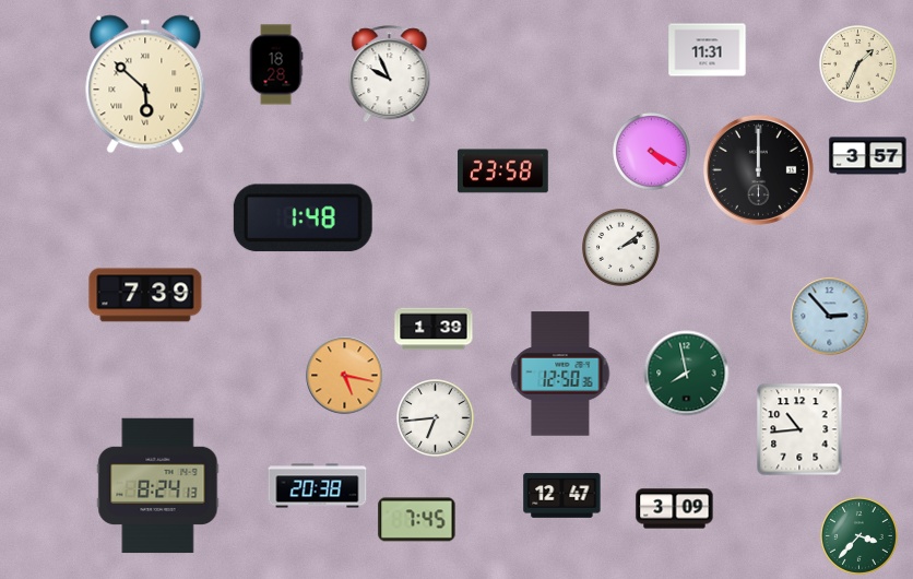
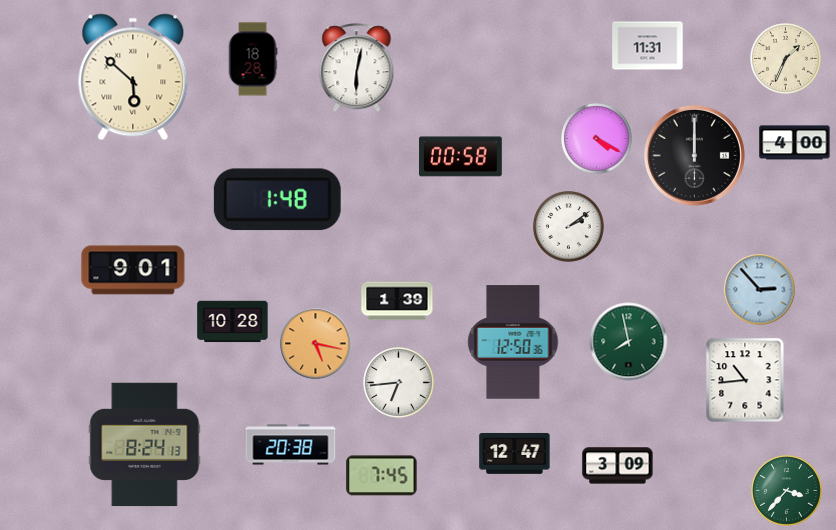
clock at (390, 74): 9:56 -> 6:02
clock at (868, 156): 3:57 -> 4:00
clock at (503, 172): 23:58 -> 00:58
clock at (145, 295): 7:39 -> 9:01
clock at (233, 322): none -> 10:28
clock at (799, 429) position: (799, 429) -> (745, 380)
